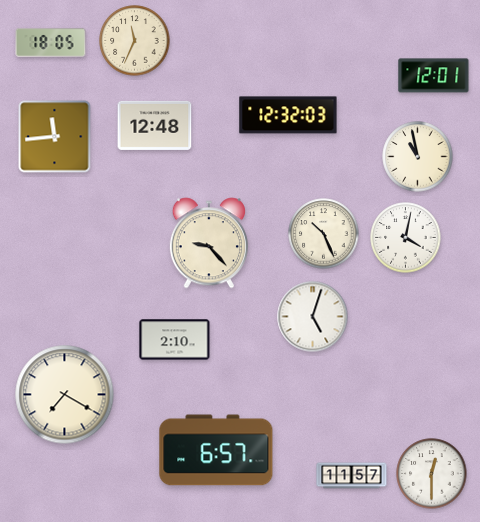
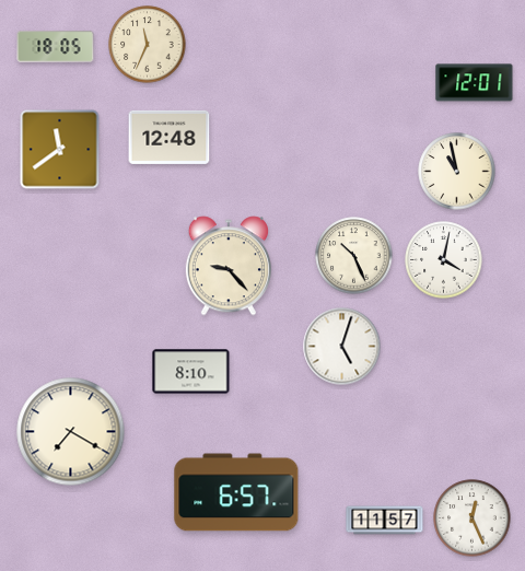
clock at (288, 115): 12:32 -> none
clock at (55, 137): 11:44 -> 11:39
clock at (175, 340): 2:10 -> 8:10
clock at (432, 474): 12:30 -> 12:26
